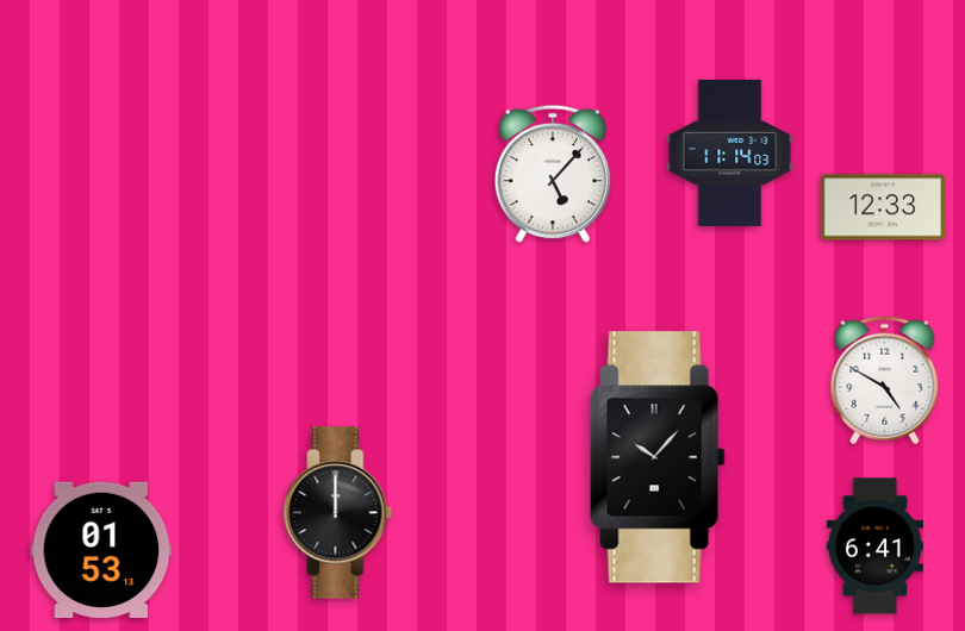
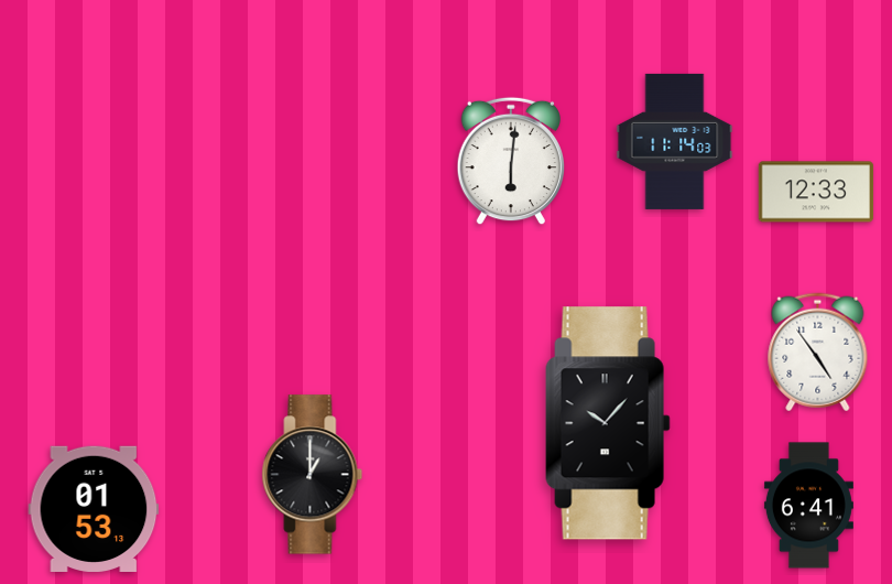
clock at (552, 174): 5:07 -> 6:01
clock at (885, 381): 4:50 -> 4:54
clock at (338, 513): 12:00 -> 1:00
